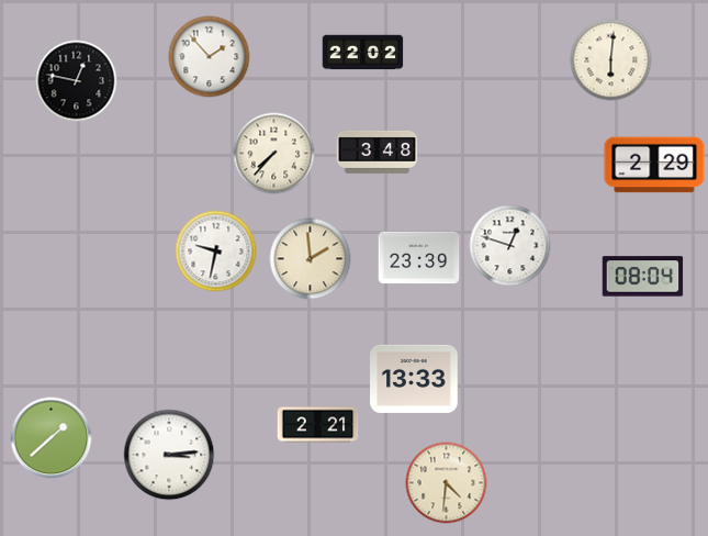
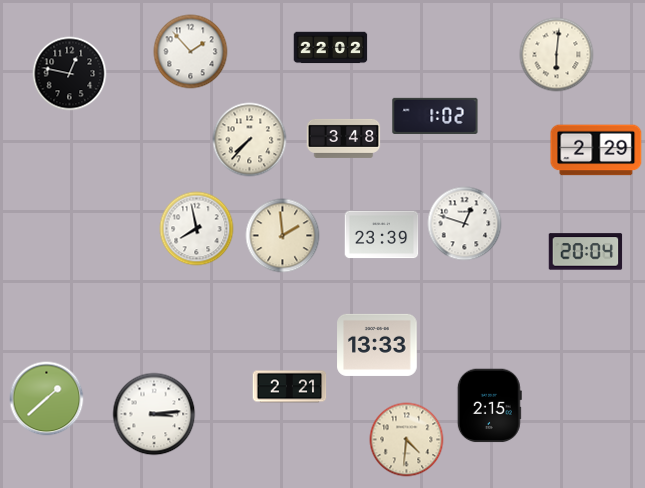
clock at (435, 116): none -> 1:02
clock at (216, 252): 9:32 -> 7:58
clock at (643, 277): 08:04 -> 20:04
clock at (489, 406): none -> 2:15
